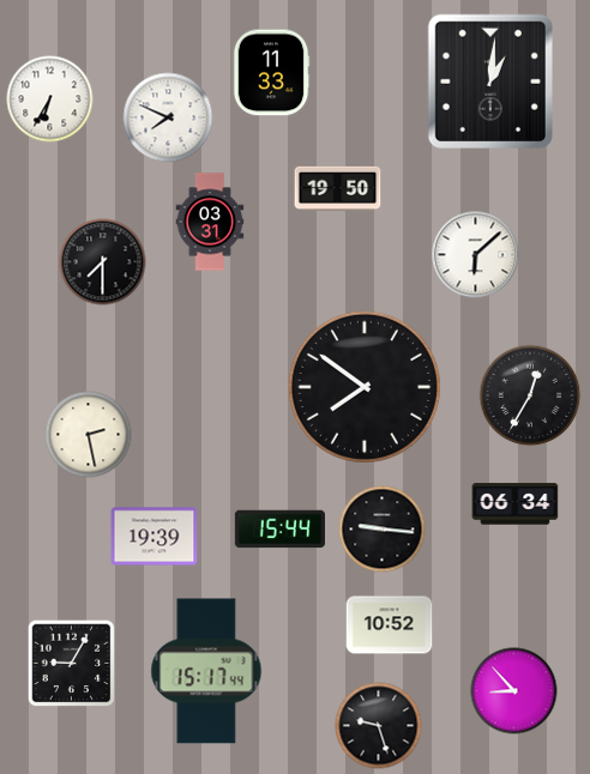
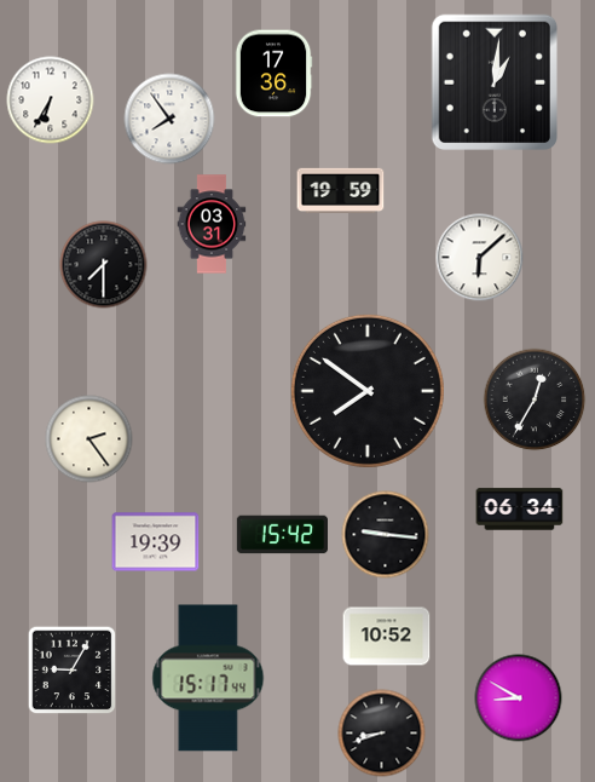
clock at (271, 73): 11:33 -> 17:36
clock at (168, 117): 7:49 -> 7:54
clock at (338, 188): 19:50 -> 19:59
clock at (89, 435): 2:28 -> 2:24
clock at (279, 530): 15:44 -> 15:42
clock at (390, 625) position: (390, 625) -> (387, 637)
clock at (514, 691): 8:53 -> 8:50
clock at (379, 726): 9:27 -> 8:42
